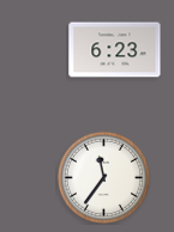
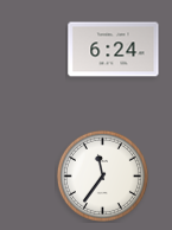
clock at (115, 50): 6:23 -> 6:24
